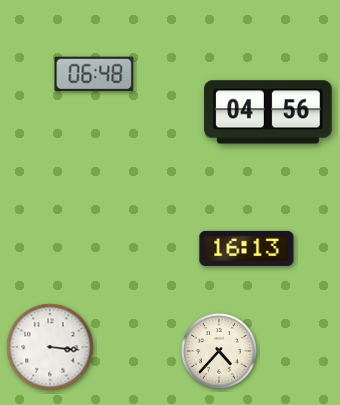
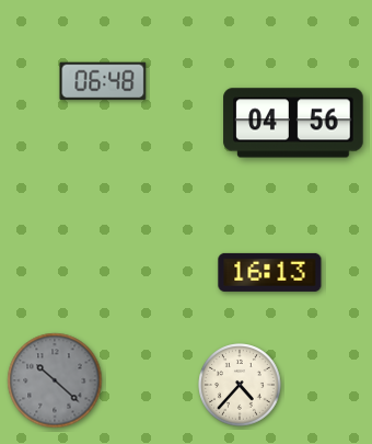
clock at (50, 347): 3:16 -> 10:22
clock at (50, 347) dial: white -> grey
